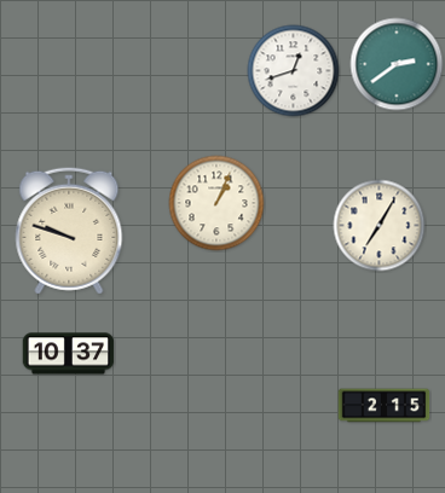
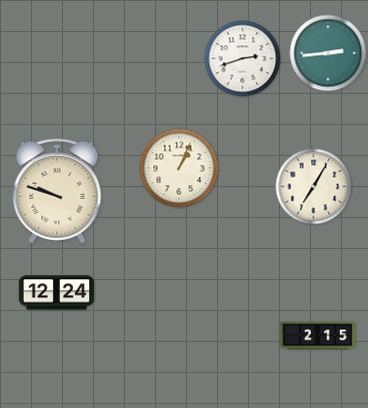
clock at (397, 64): 2:39 -> 2:44
clock at (294, 71): 12:42 -> 2:42
clock at (69, 354): 10:37 -> 12:24
